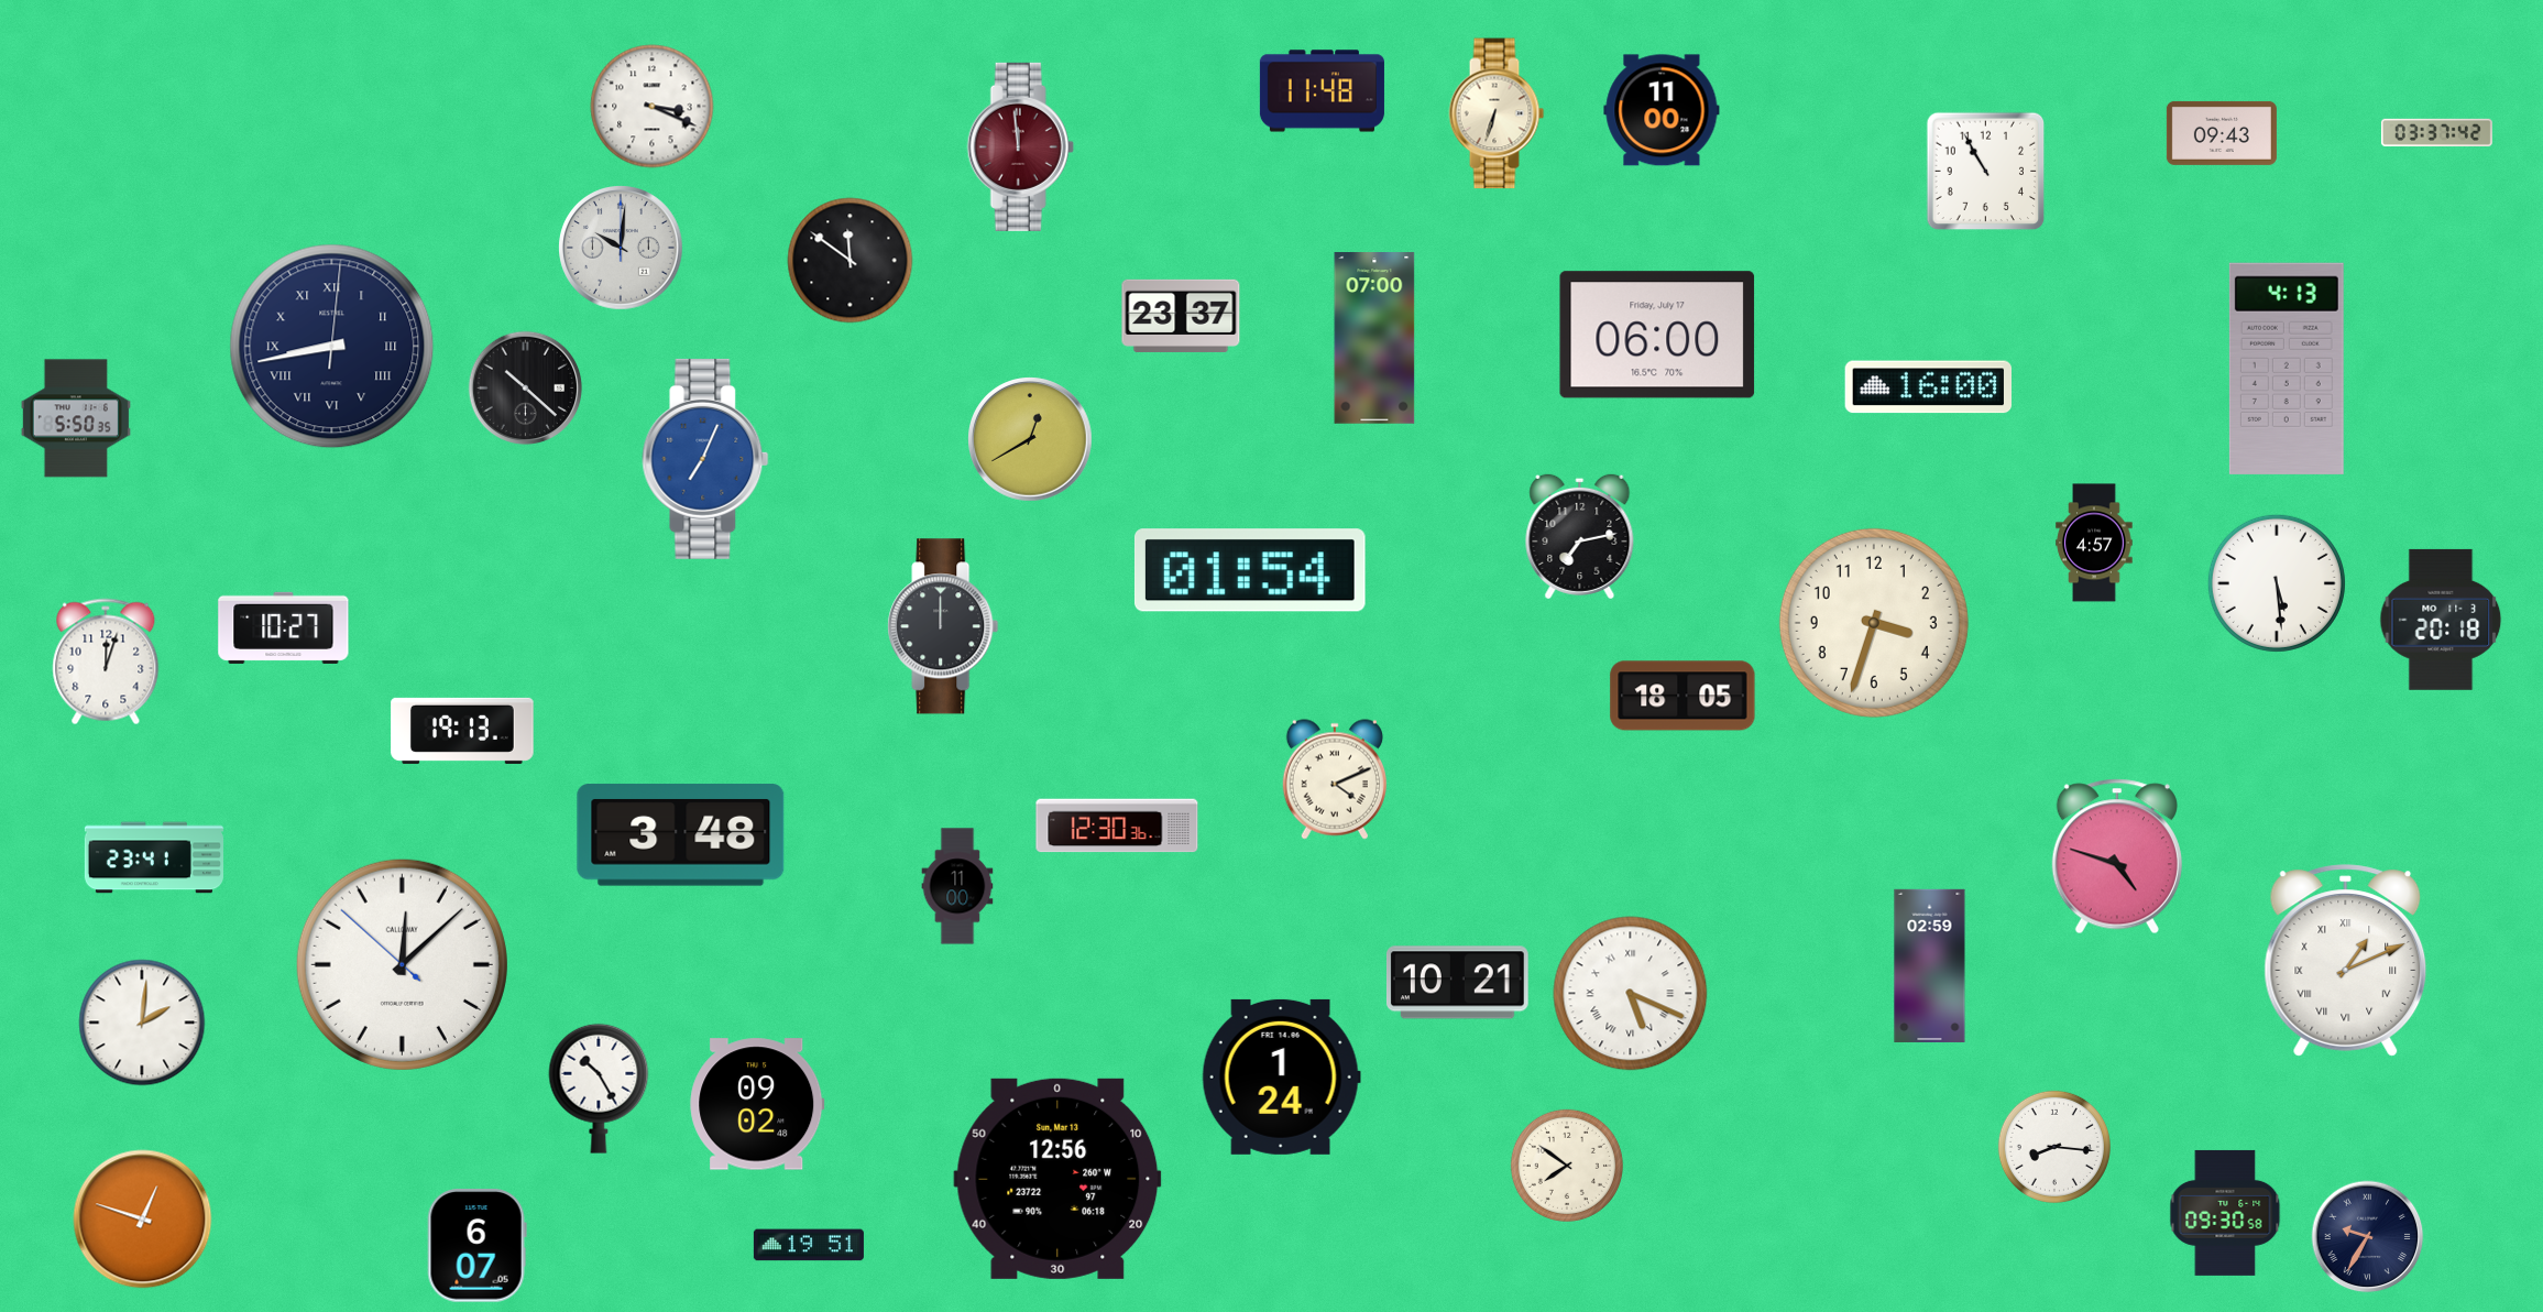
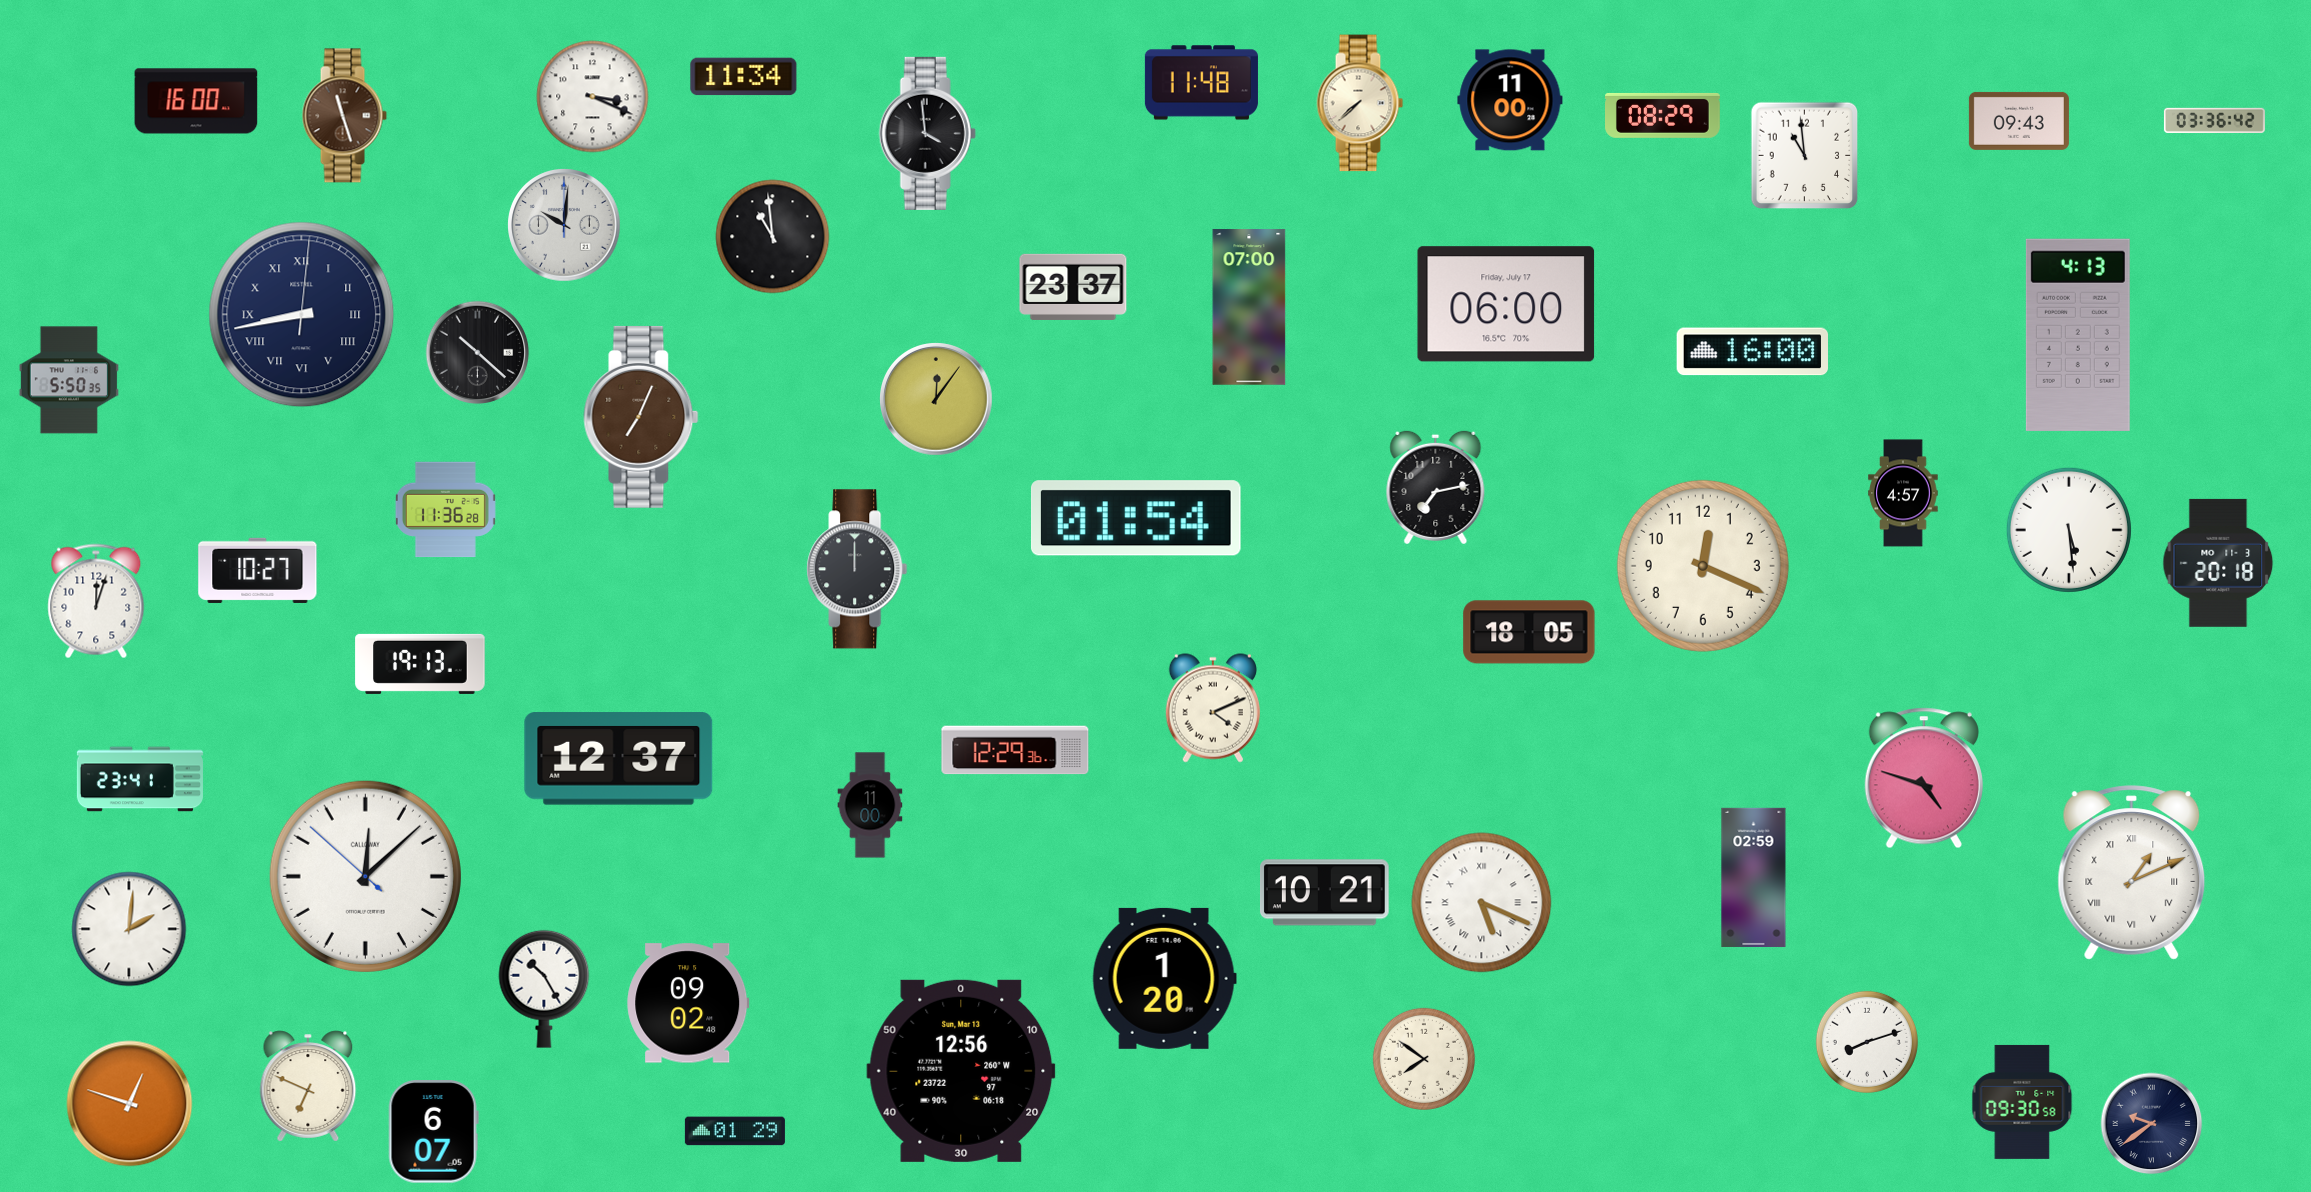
clock at (744, 77): none -> 11:34
clock at (196, 101): none -> 16:00
clock at (1497, 113): 6:33 -> 7:38
clock at (1663, 115): none -> 08:29
clock at (344, 116): none -> 11:27
clock at (2436, 132): 03:37 -> 03:36
clock at (1020, 146): 11:59 -> 3:59
clock at (1020, 146) dial: burgundy -> black
clock at (1986, 172): 10:55 -> 10:59
clock at (851, 261): 11:51 -> 10:59
clock at (1030, 439): 12:40 -> 12:06
clock at (705, 459) dial: blue -> brown
clock at (445, 510): none -> 11:36
clock at (1874, 623): 3:33 -> 12:19
clock at (1117, 826): 12:30 -> 12:29
clock at (681, 835): 3:48 -> 12:37
clock at (1281, 1076): 1:24 -> 1:20
clock at (2054, 1147): 8:16 -> 8:12
clock at (308, 1086): none -> 6:49
clock at (143, 1220) position: (143, 1220) -> (130, 1104)
clock at (2368, 1237): 9:35 -> 9:39
clock at (809, 1245): 19:51 -> 01:29
